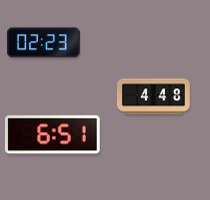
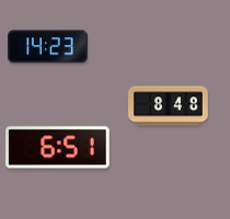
clock at (44, 43): 02:23 -> 14:23
clock at (154, 97): 4:48 -> 8:48
